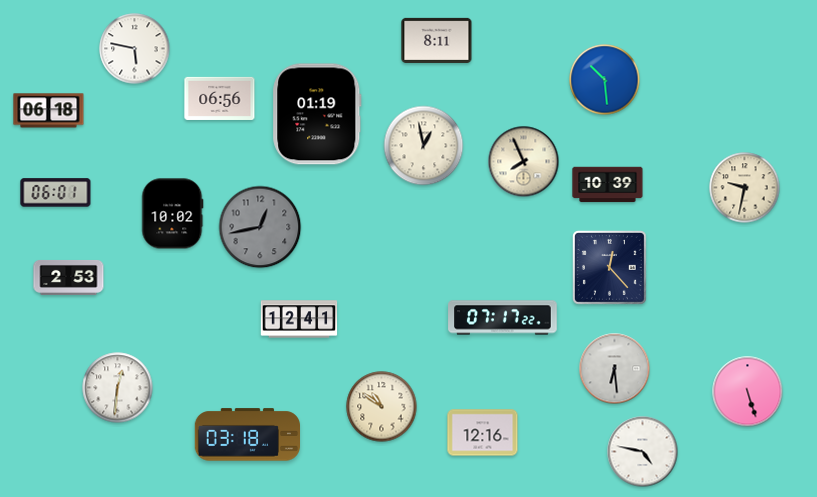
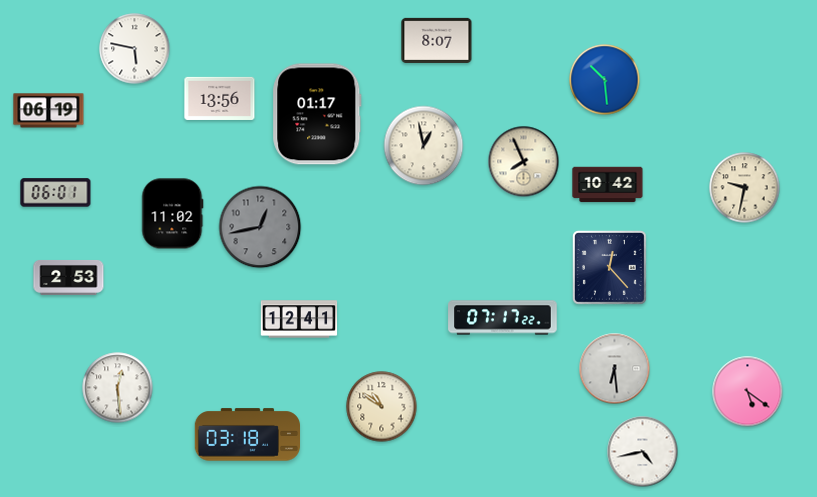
clock at (437, 40): 8:11 -> 8:07
clock at (220, 98): 06:56 -> 13:56
clock at (49, 111): 06:18 -> 06:19
clock at (317, 114): 01:19 -> 01:17
clock at (608, 185): 10:39 -> 10:42
clock at (173, 214): 10:02 -> 11:02
clock at (118, 388): 12:31 -> 12:29
clock at (748, 392): 5:27 -> 5:21
clock at (483, 433): 12:16 -> none
clock at (643, 452): 4:47 -> 4:43
